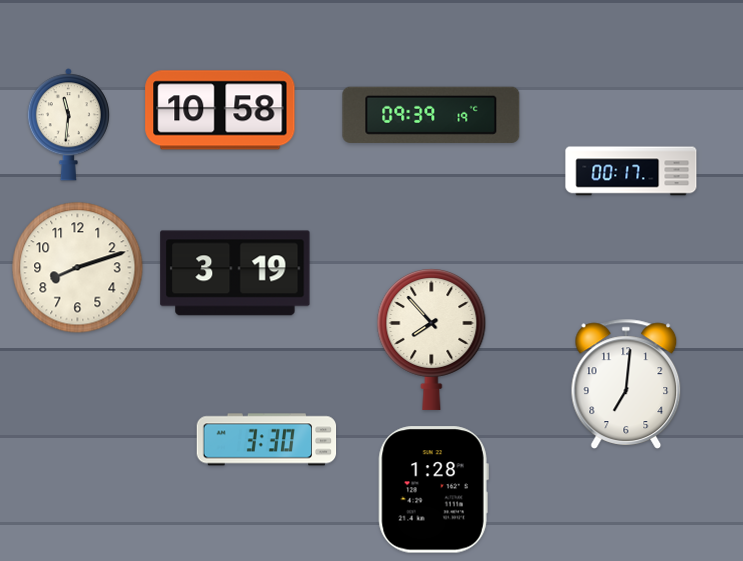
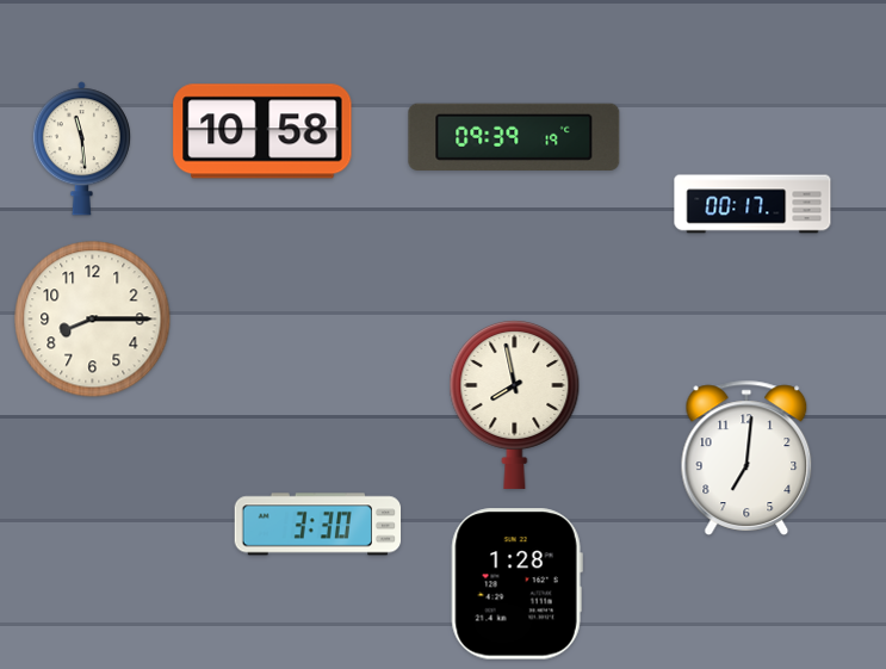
clock at (68, 125): 11:31 -> 11:29
clock at (78, 268): 8:12 -> 8:15
clock at (235, 273): 3:19 -> none
clock at (432, 340): 7:53 -> 7:58
